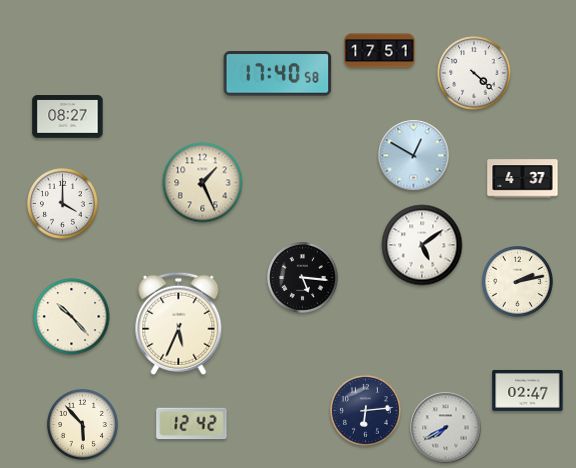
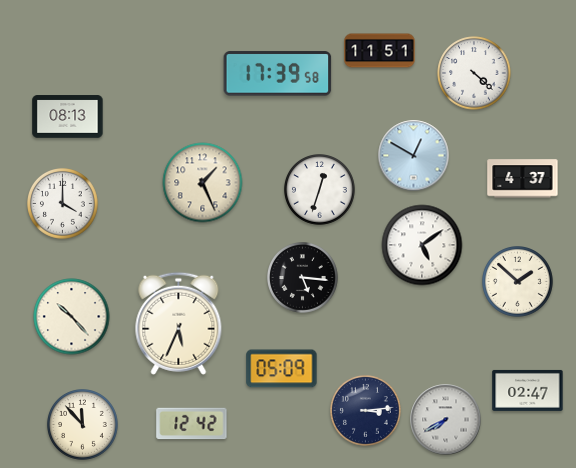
clock at (380, 51): 17:51 -> 11:51
clock at (278, 74): 17:40 -> 17:39
clock at (68, 117): 08:27 -> 08:13
clock at (320, 190): none -> 12:33
clock at (518, 282): 2:13 -> 1:52
clock at (282, 369): none -> 05:09
clock at (366, 411): 6:14 -> 3:14
clock at (83, 425): 5:53 -> 11:53
clock at (446, 428) position: (446, 428) -> (446, 420)
